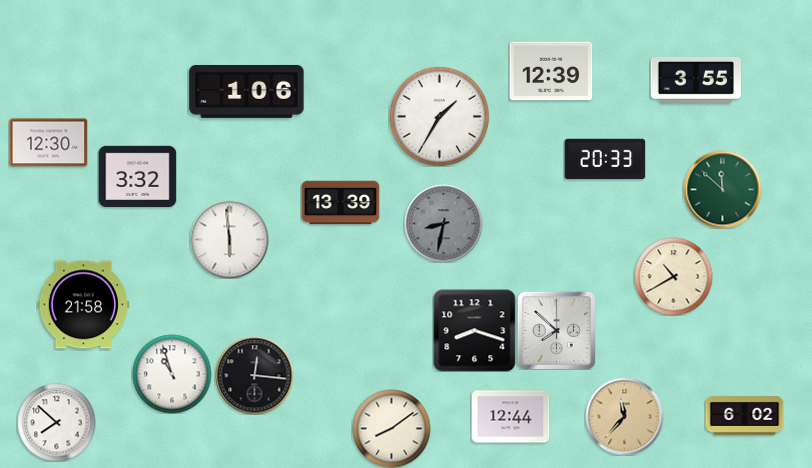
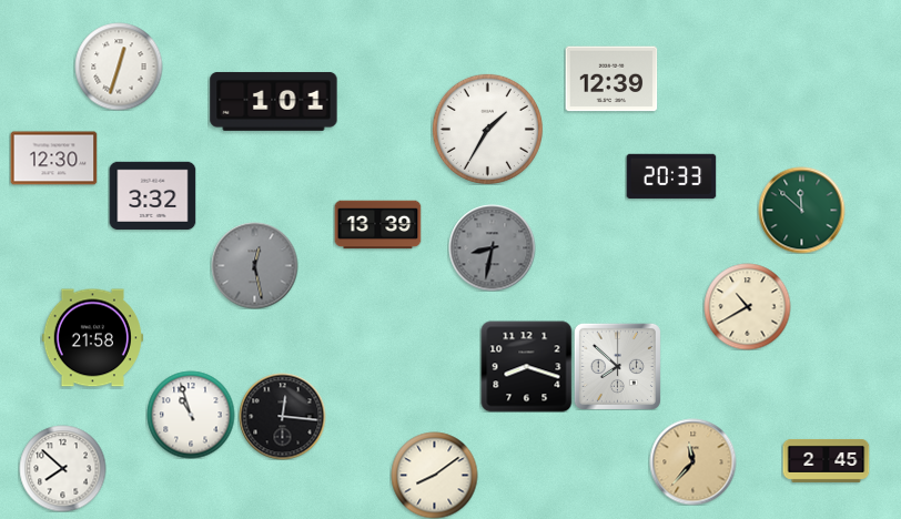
clock at (119, 67): none -> 12:33
clock at (695, 80): 3:55 -> none
clock at (247, 91): 1:06 -> 1:01
clock at (229, 239): 5:59 -> 12:28
clock at (229, 239) dial: white -> grey
clock at (744, 415): 6:02 -> 2:45
clock at (510, 417): 12:44 -> none
